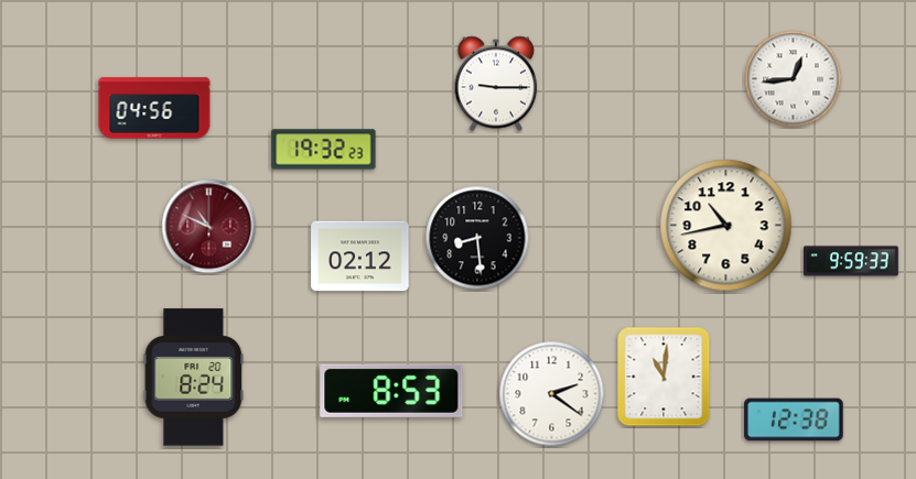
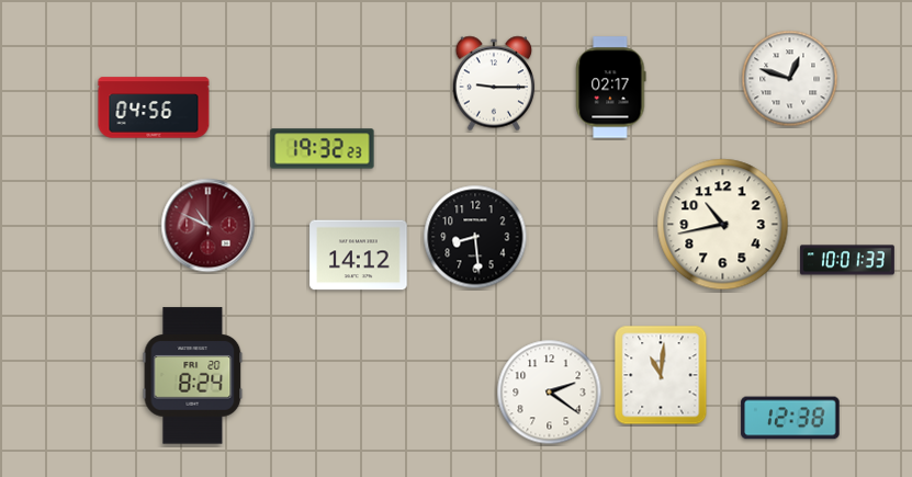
clock at (794, 79): 12:44 -> 12:48
clock at (611, 88): none -> 02:17
clock at (360, 257): 02:12 -> 14:12
clock at (851, 261): 9:59 -> 10:01
clock at (391, 391): 8:53 -> none
